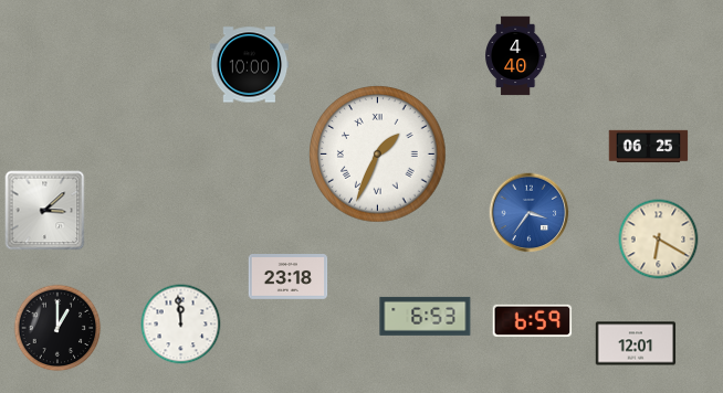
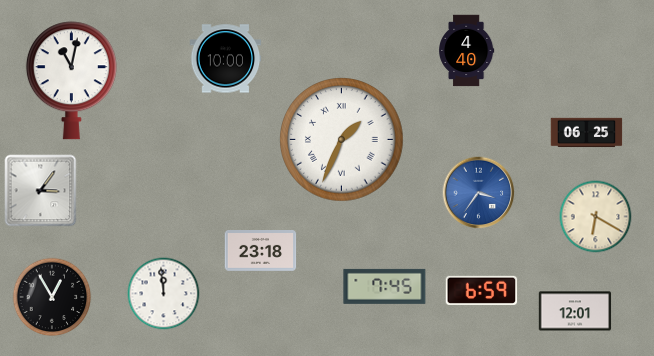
clock at (71, 81): none -> 11:02
clock at (45, 211): 3:08 -> 3:06
clock at (426, 316): 6:53 -> 7:45
clock at (57, 328): 1:00 -> 12:55
